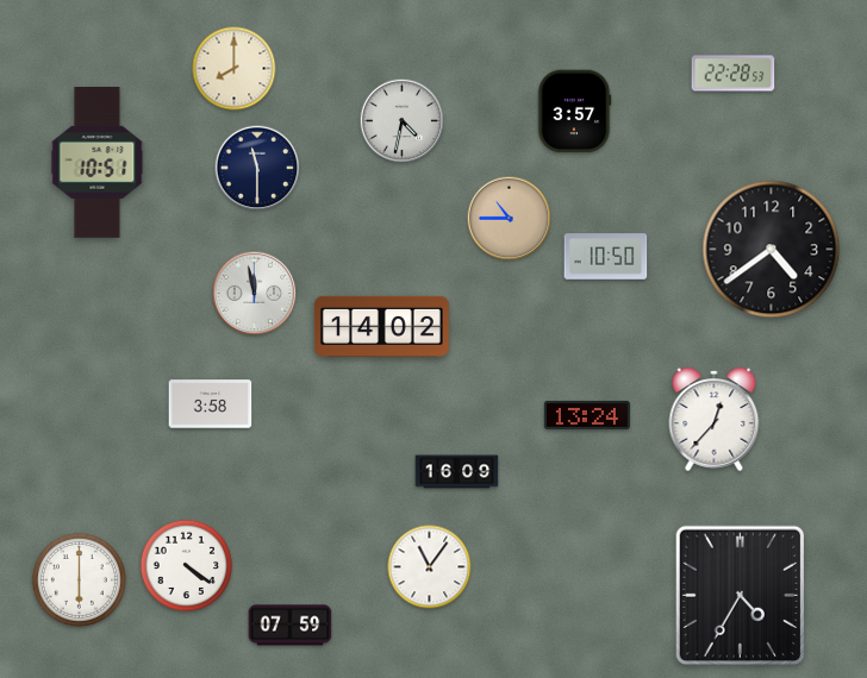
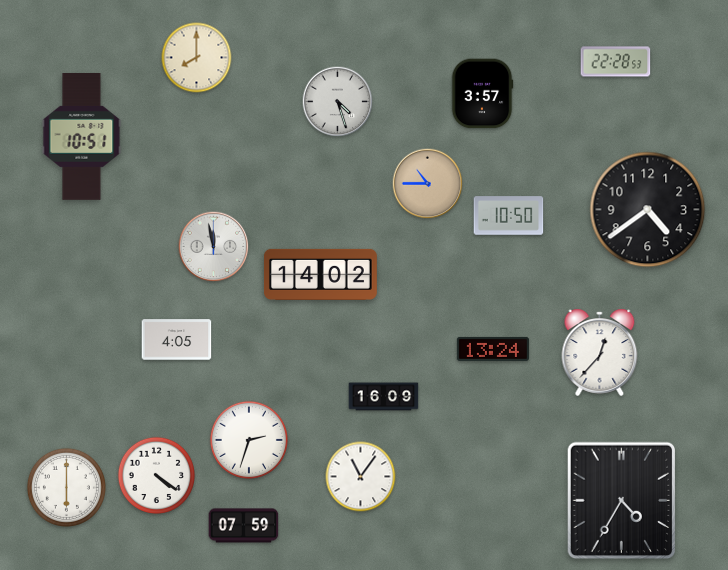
clock at (403, 121): 4:32 -> 4:27
clock at (257, 168): 11:30 -> none
clock at (211, 404): 3:58 -> 4:05
clock at (249, 440): none -> 2:33
